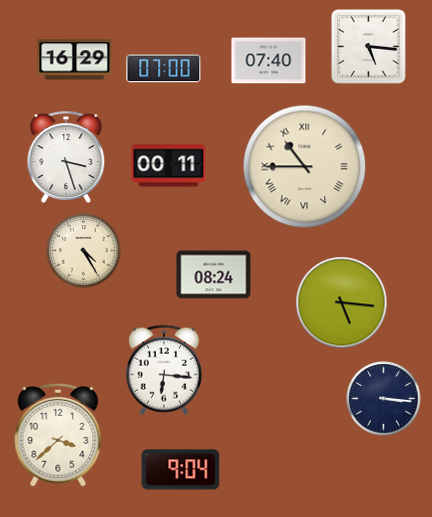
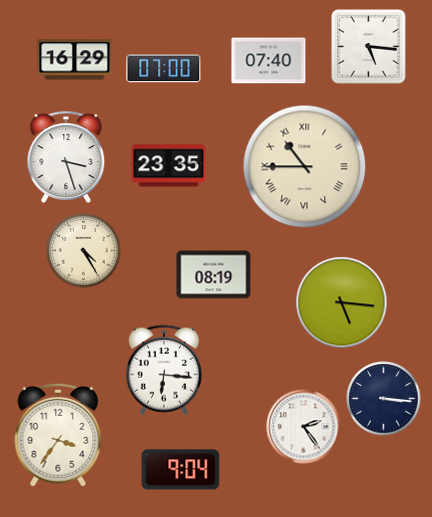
clock at (169, 166): 00:11 -> 23:35
clock at (214, 275): 08:24 -> 08:19
clock at (304, 427): none -> 2:24
clock at (58, 435): 3:38 -> 3:36
